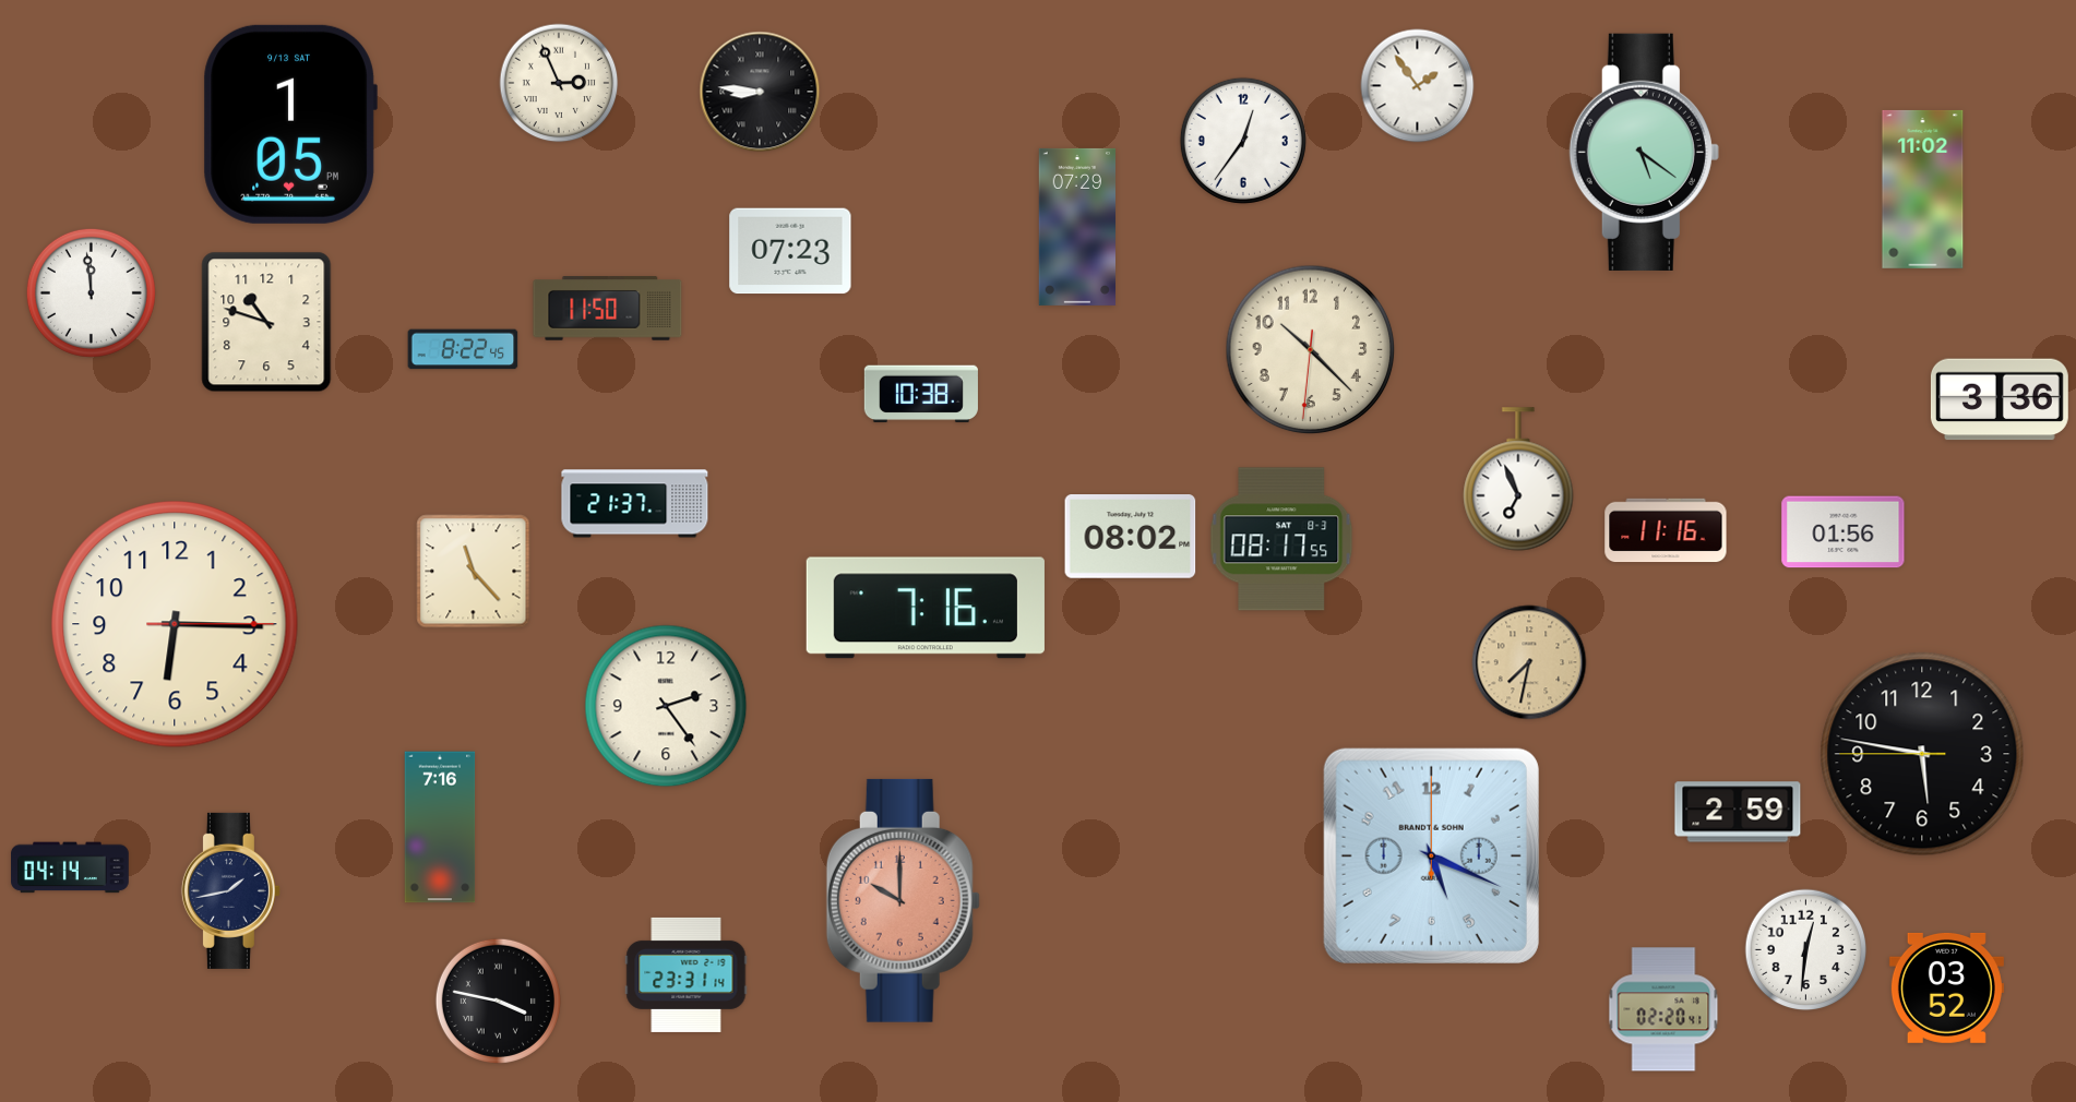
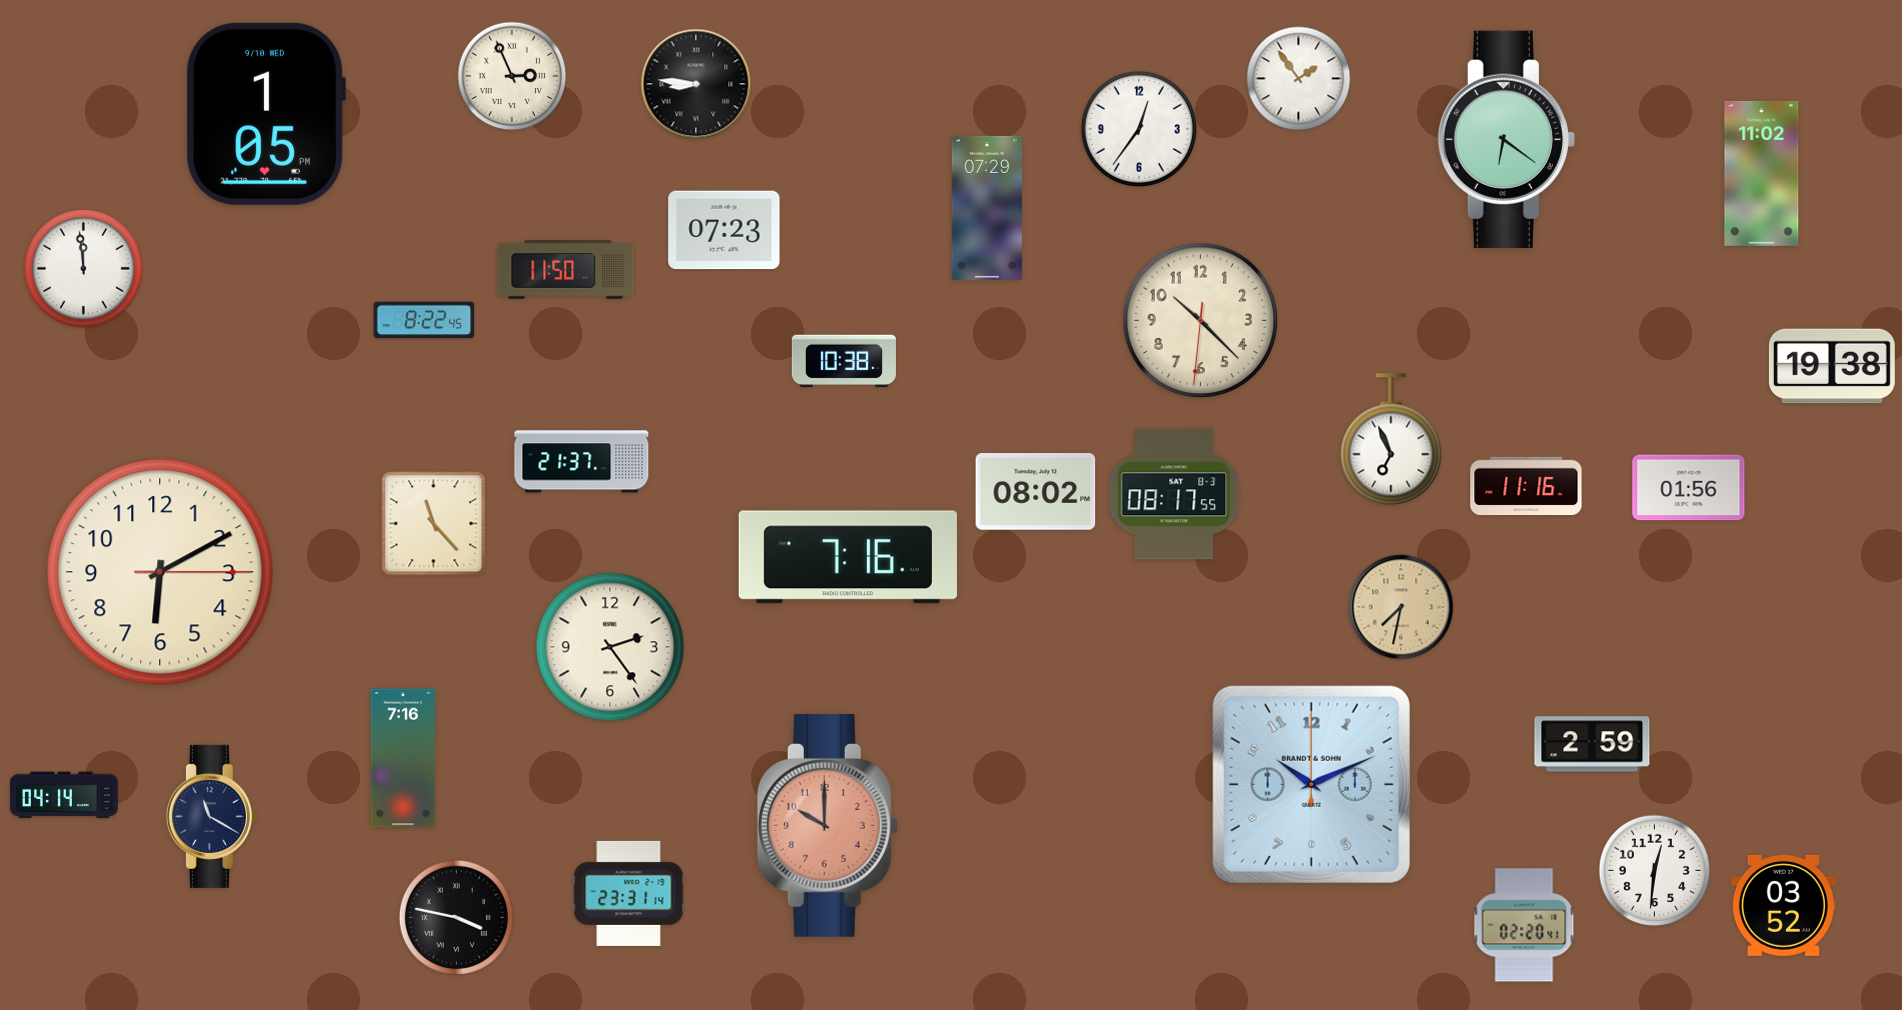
clock at (290, 124) date: 9/13 SAT -> 9/10 WED
clock at (1644, 152): 5:21 -> 6:21
clock at (608, 309) position: (608, 309) -> (566, 270)
clock at (266, 322): 10:48 -> none
clock at (2000, 399): 3:36 -> 19:38
clock at (175, 624): 6:15 -> 6:10
clock at (1922, 754): 5:46 -> none
clock at (1431, 855): 5:19 -> 10:11
clock at (230, 890): 1:43 -> 11:20
